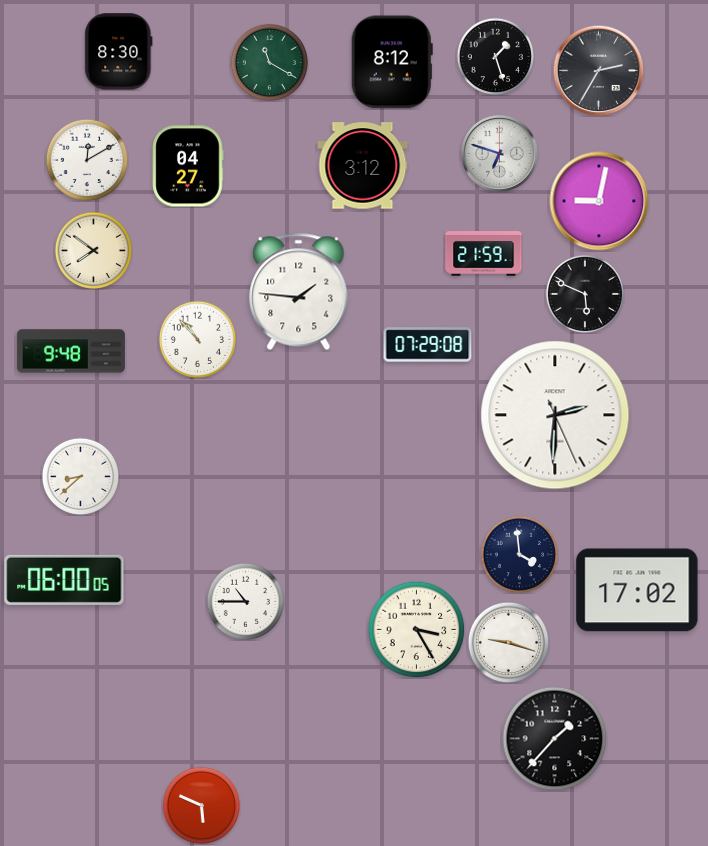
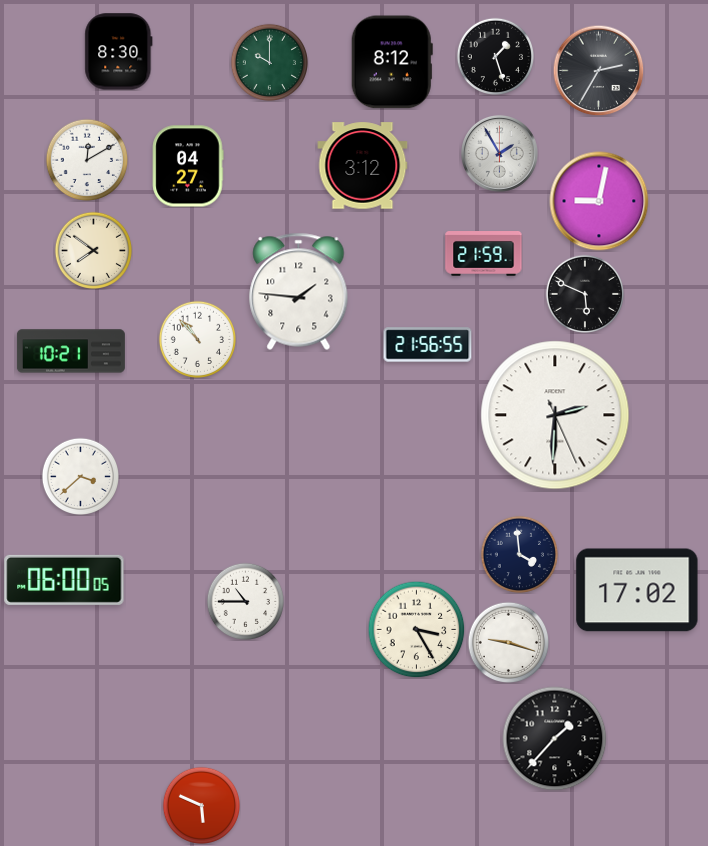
clock at (269, 62): 11:20 -> 10:00
clock at (499, 153): 6:48 -> 1:55
clock at (428, 345): 07:29 -> 21:56
clock at (71, 351): 9:48 -> 10:21
clock at (80, 476): 8:38 -> 3:38
